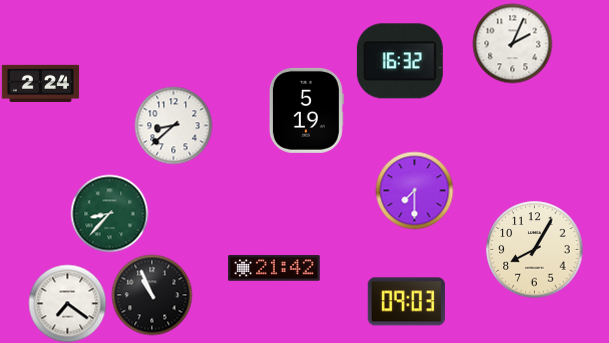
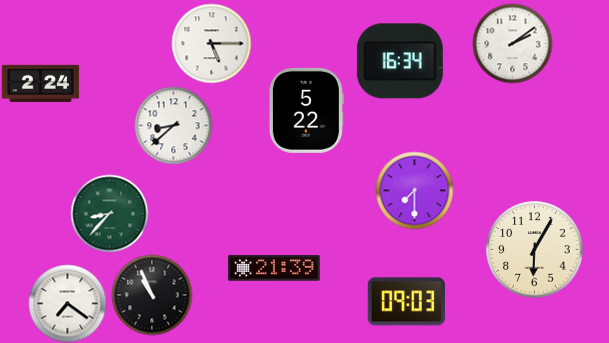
clock at (211, 43): none -> 5:15
clock at (512, 43): 2:04 -> 2:09
clock at (400, 61): 16:32 -> 16:34
clock at (306, 110): 5:19 -> 5:22
clock at (535, 250): 8:05 -> 6:05
clock at (274, 268): 21:42 -> 21:39
